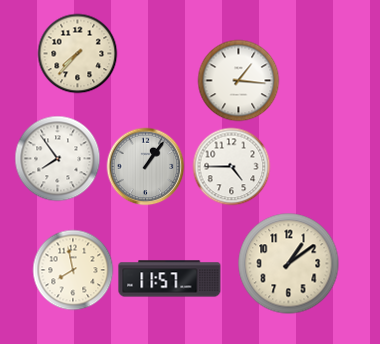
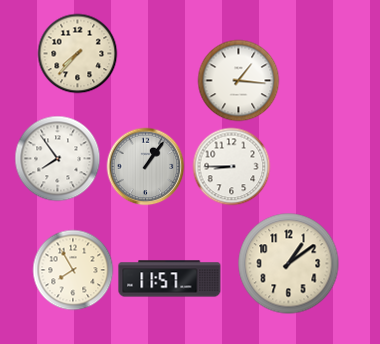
clock at (231, 166): 4:45 -> 8:45
clock at (73, 270): 7:58 -> 7:55
